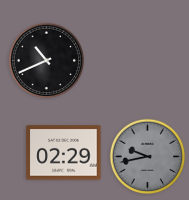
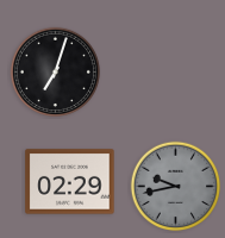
clock at (47, 61): 10:41 -> 7:03
clock at (64, 153) position: (64, 153) -> (70, 182)
